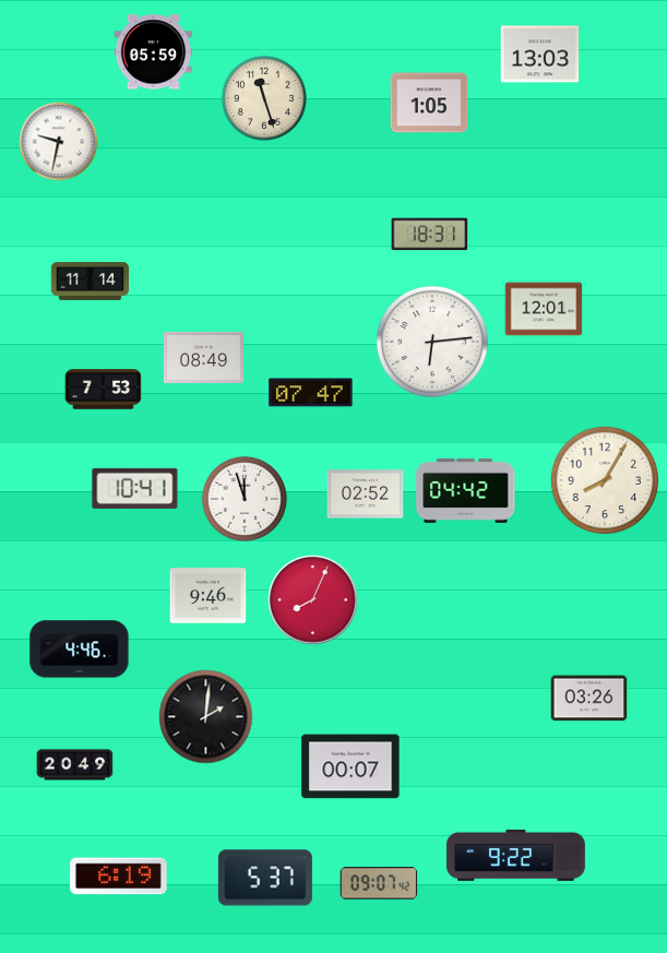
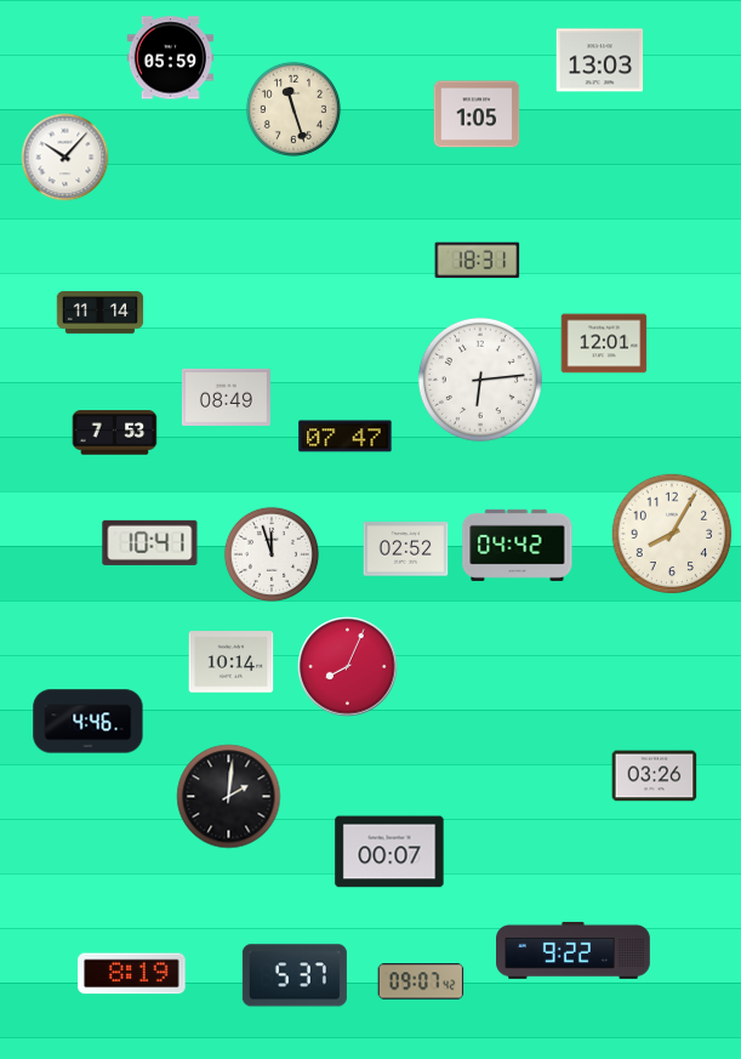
clock at (59, 142): 9:32 -> 10:07
clock at (209, 596): 9:46 -> 10:14
clock at (75, 765): 20:49 -> none
clock at (119, 877): 6:19 -> 8:19
